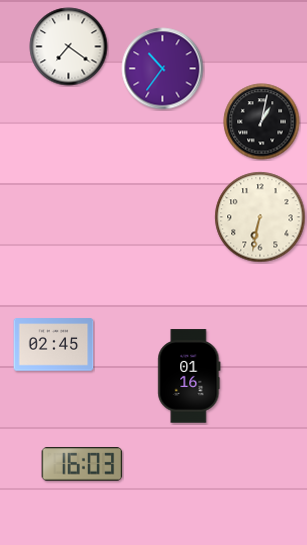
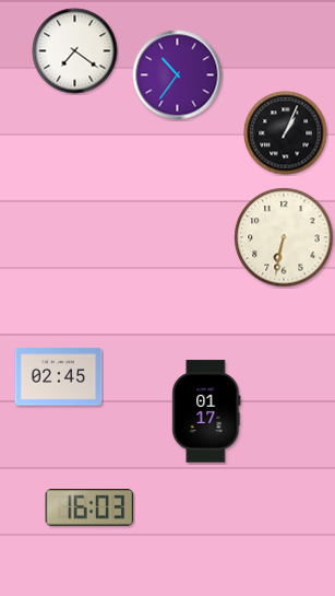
clock at (262, 122): 1:02 -> 1:04
clock at (189, 376): 01:16 -> 01:17
